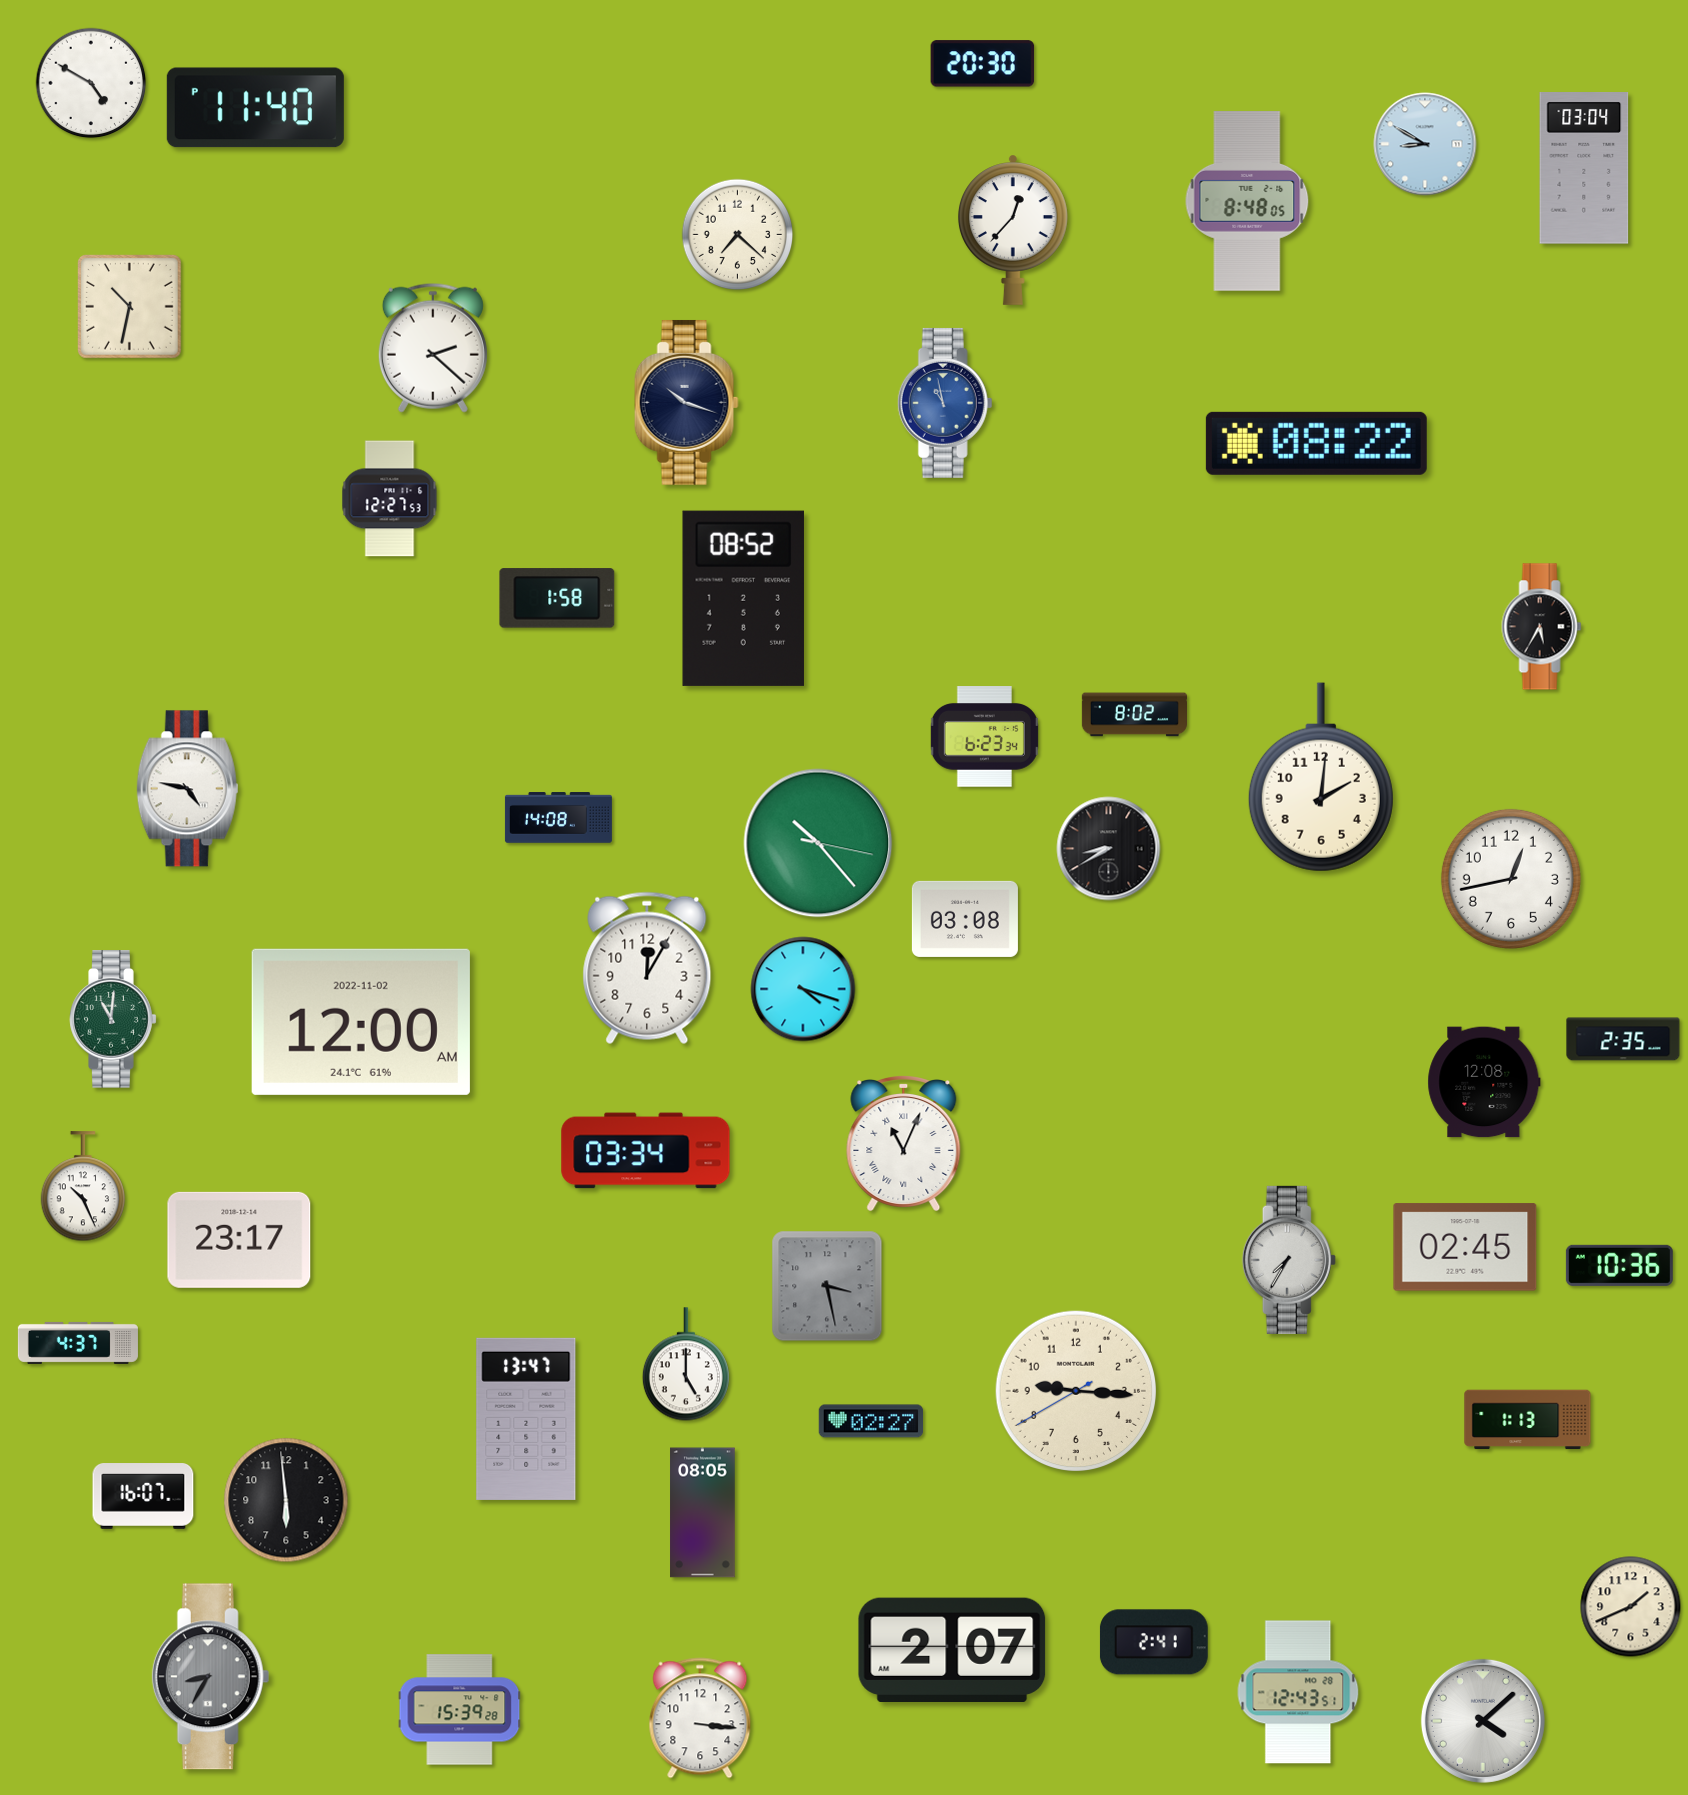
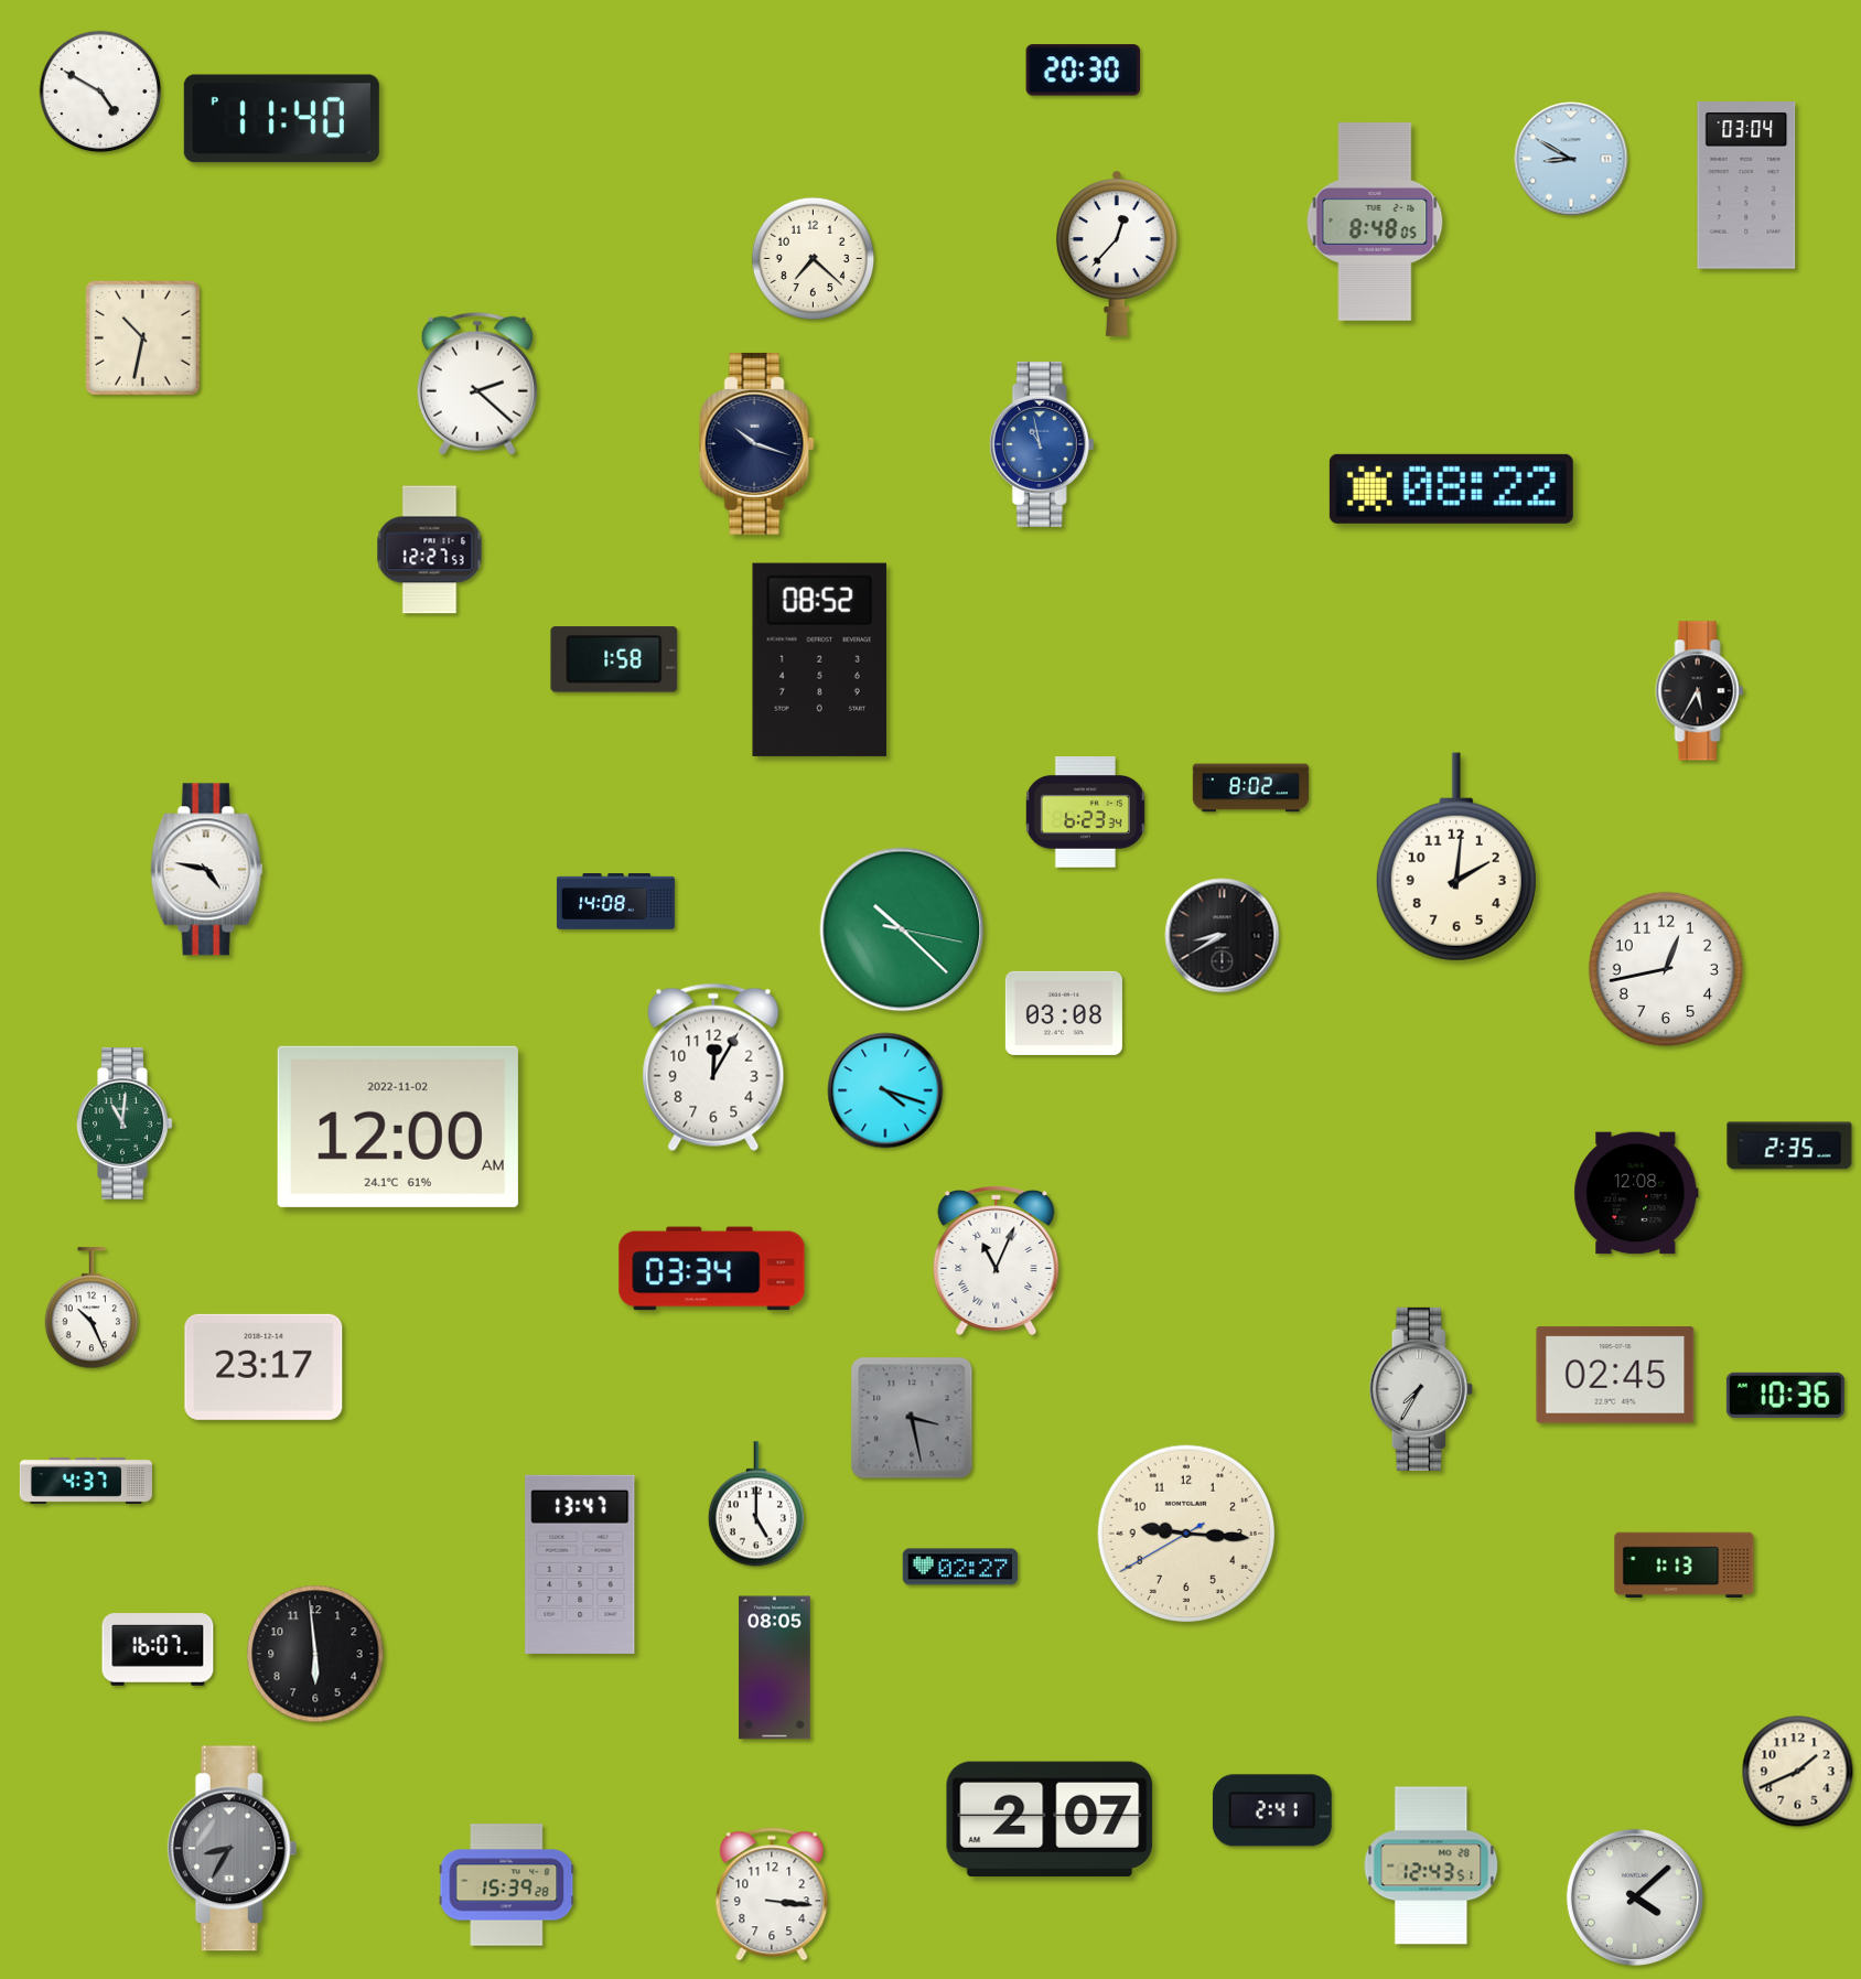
clock at (818, 843): 10:23 -> 10:22
